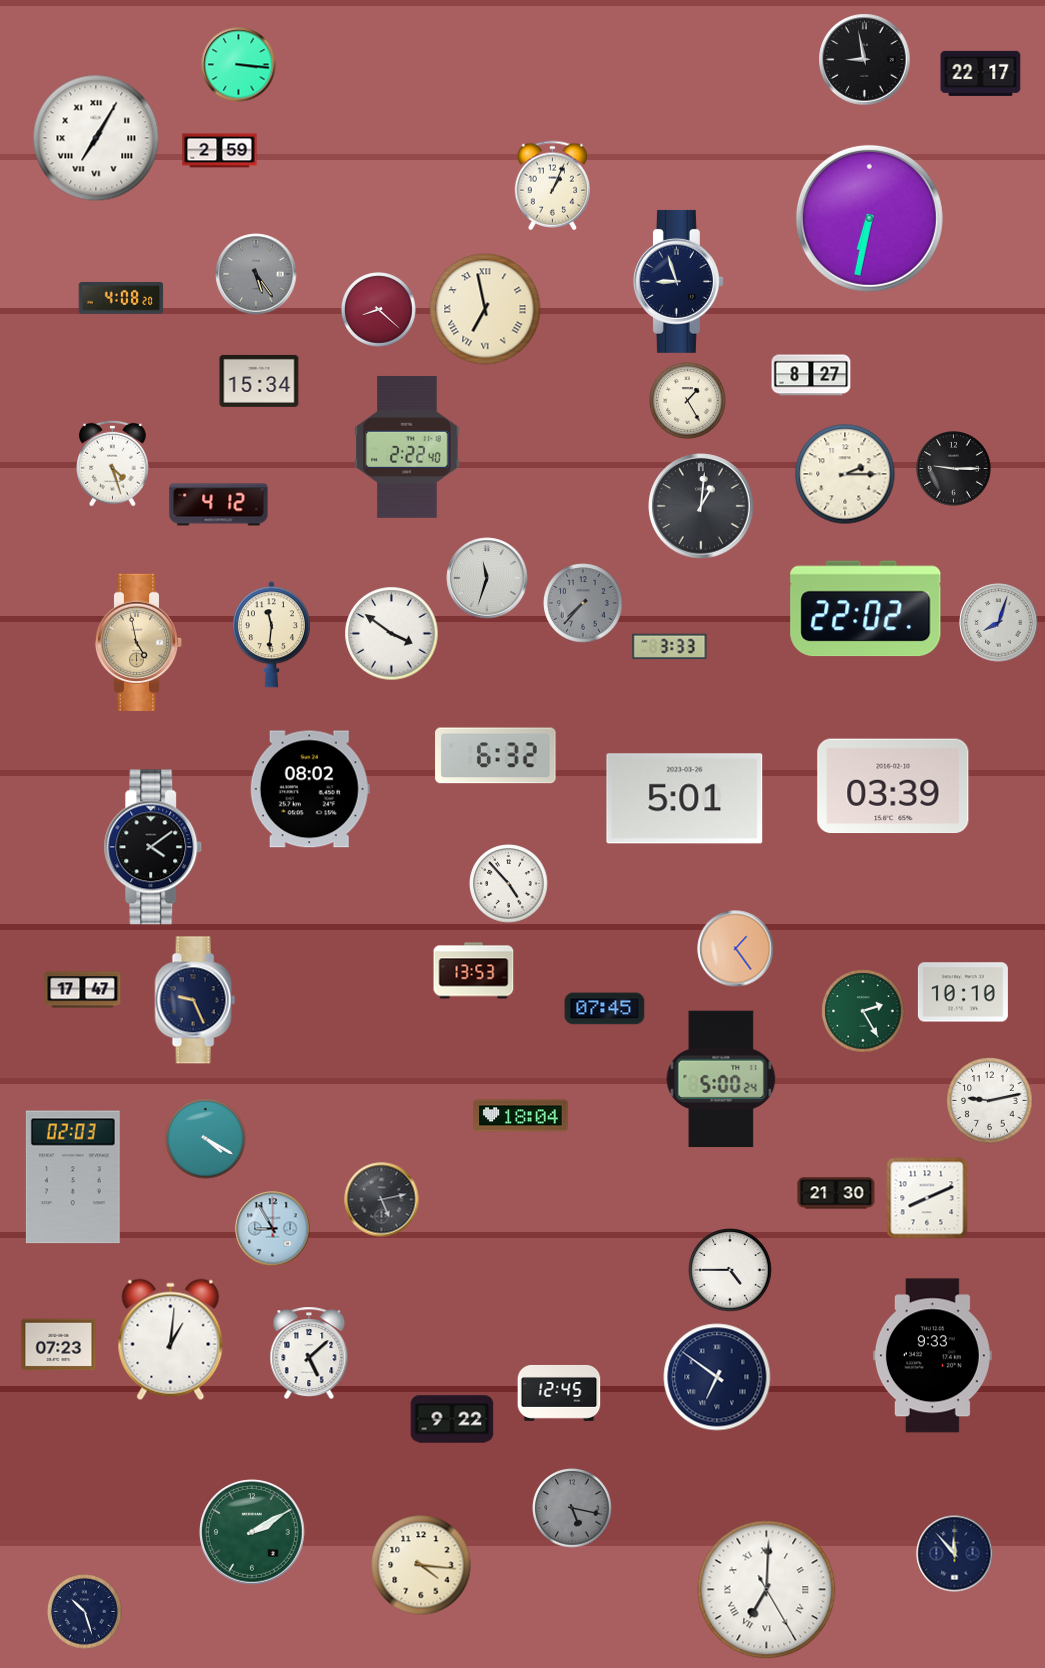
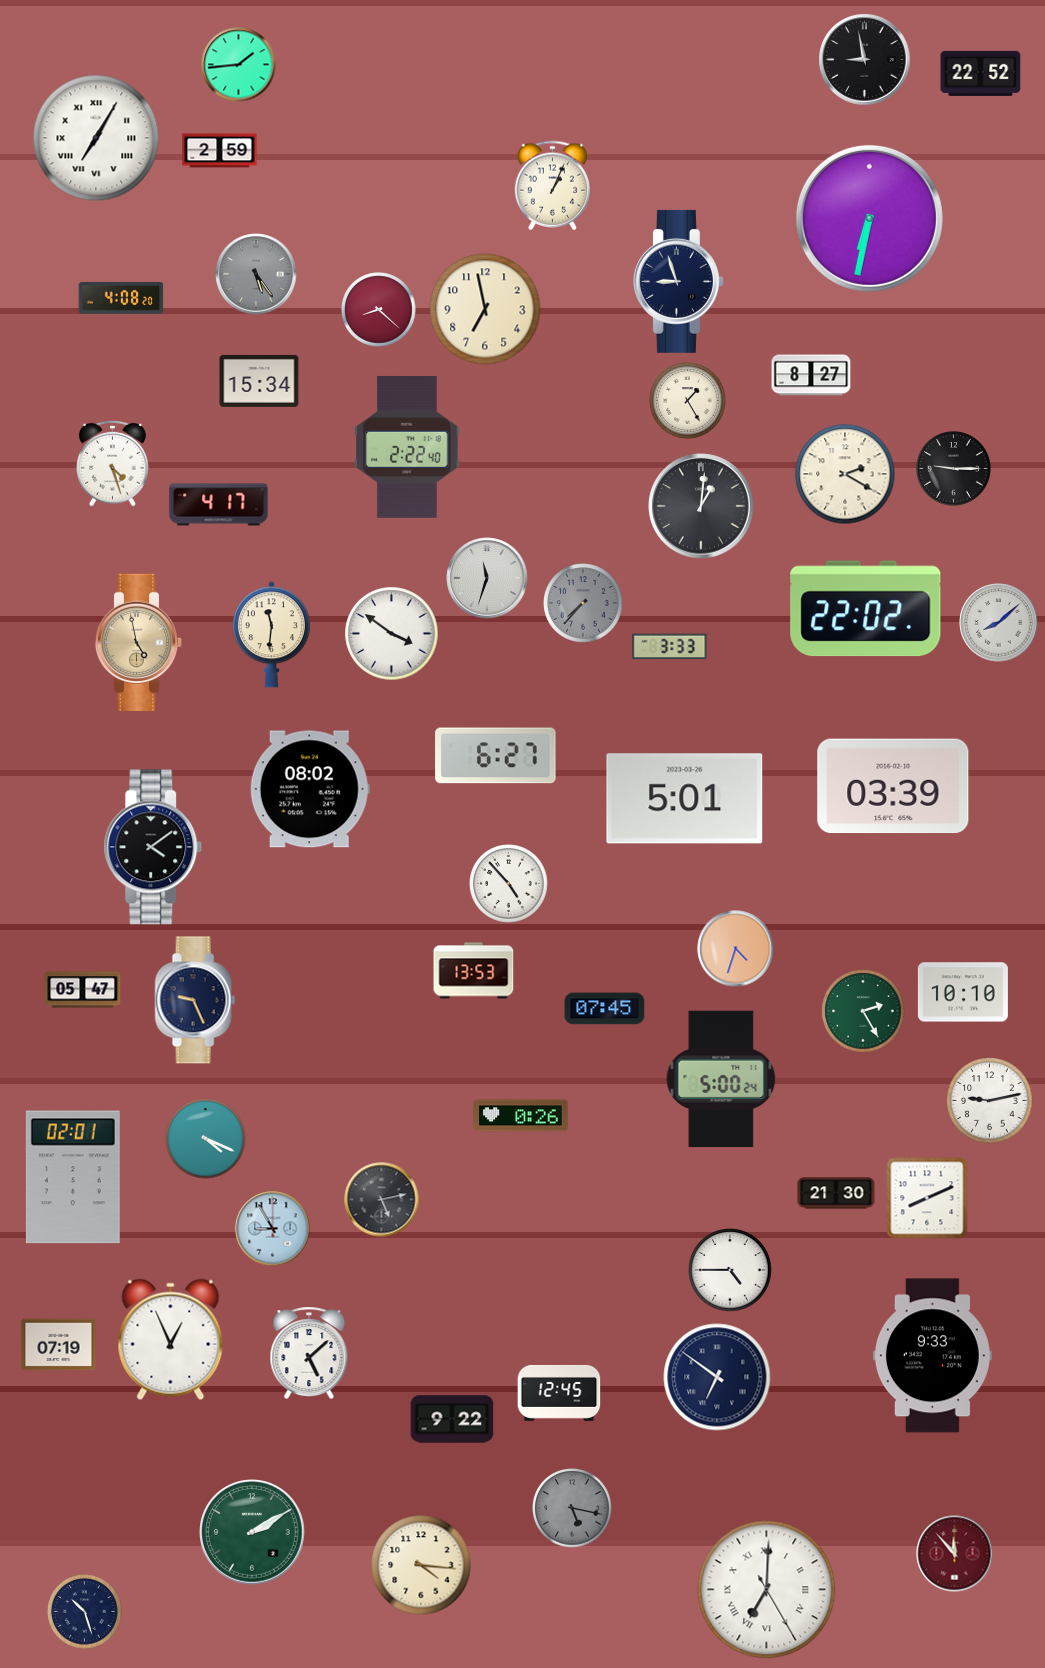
clock at (239, 65): 3:16 -> 1:44
clock at (981, 73): 22:17 -> 22:52
clock at (485, 309) numerals: Roman -> Arabic
clock at (845, 474): 2:15 -> 2:20
clock at (219, 505): 4:12 -> 4:17
clock at (999, 623): 8:03 -> 8:08
clock at (496, 756): 6:32 -> 6:27
clock at (736, 949): 1:24 -> 4:33
clock at (83, 990): 17:47 -> 05:47
clock at (521, 1116): 18:04 -> 0:26
clock at (206, 1139): 4:20 -> 4:19
clock at (73, 1177): 02:03 -> 02:01
clock at (171, 1340): 1:01 -> 12:56
clock at (59, 1345): 07:23 -> 07:19
clock at (955, 1554) dial: navy -> burgundy
